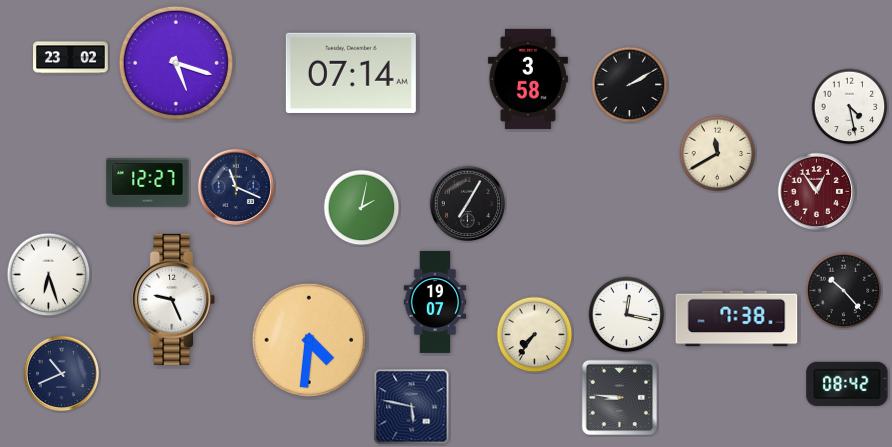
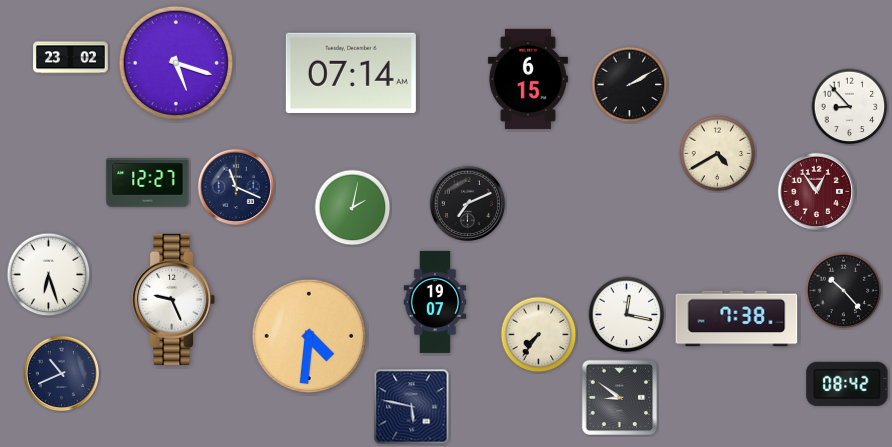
clock at (528, 79): 3:58 -> 6:15
clock at (850, 107): 4:28 -> 8:53
clock at (718, 154): 11:40 -> 4:40
clock at (467, 203): 7:05 -> 7:11
clock at (362, 208) position: (362, 208) -> (353, 208)
clock at (535, 335) position: (535, 335) -> (539, 335)
clock at (308, 339) position: (308, 339) -> (308, 335)
clock at (620, 398): 8:46 -> 8:51
